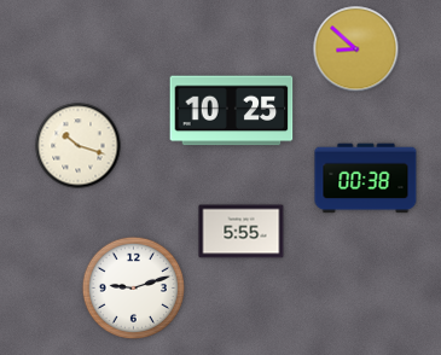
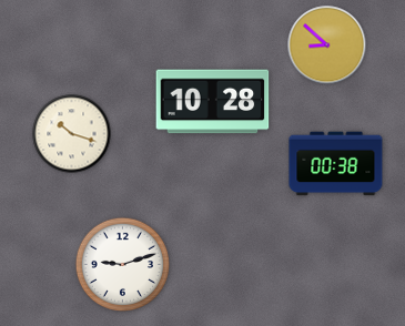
clock at (232, 111): 10:25 -> 10:28
clock at (242, 232): 5:55 -> none
